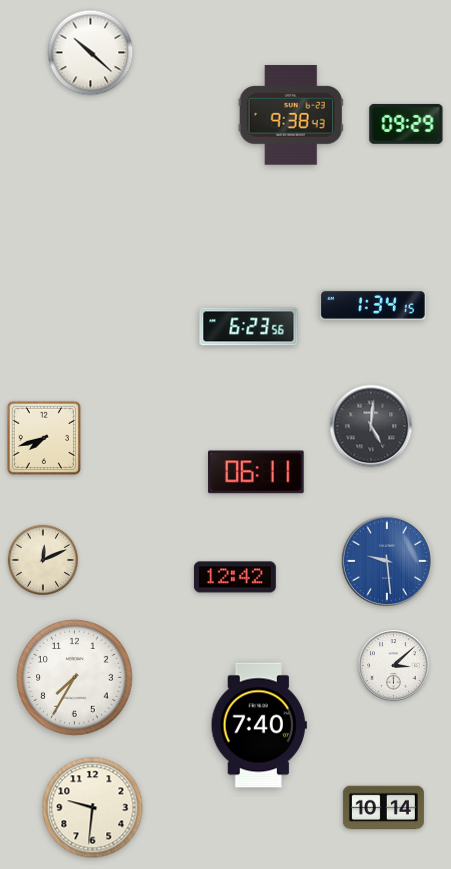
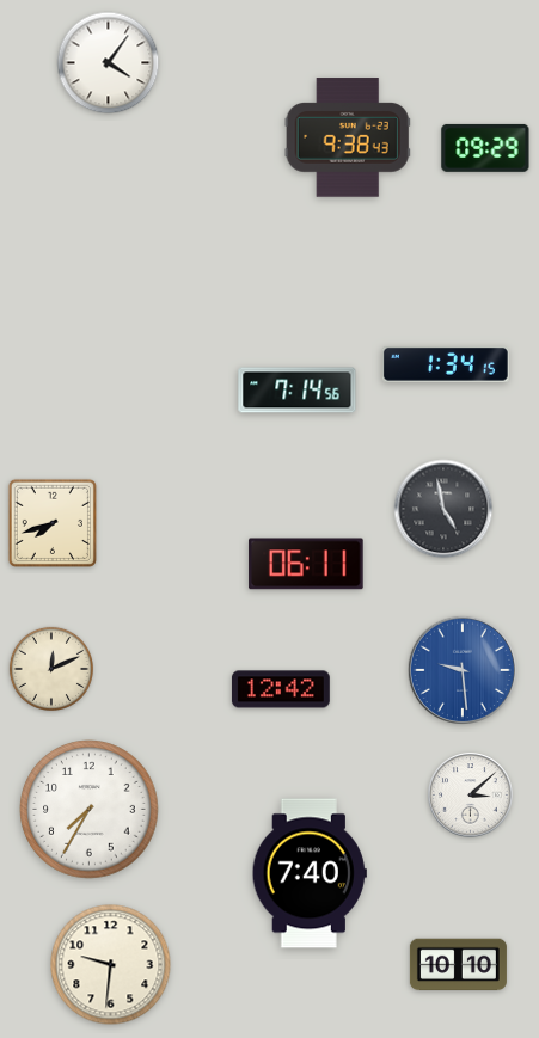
clock at (91, 53): 10:22 -> 4:06
clock at (249, 327): 6:23 -> 7:14
clock at (371, 426): 5:01 -> 4:58
clock at (259, 725) position: (259, 725) -> (310, 873)
clock at (383, 808): 10:14 -> 10:10
